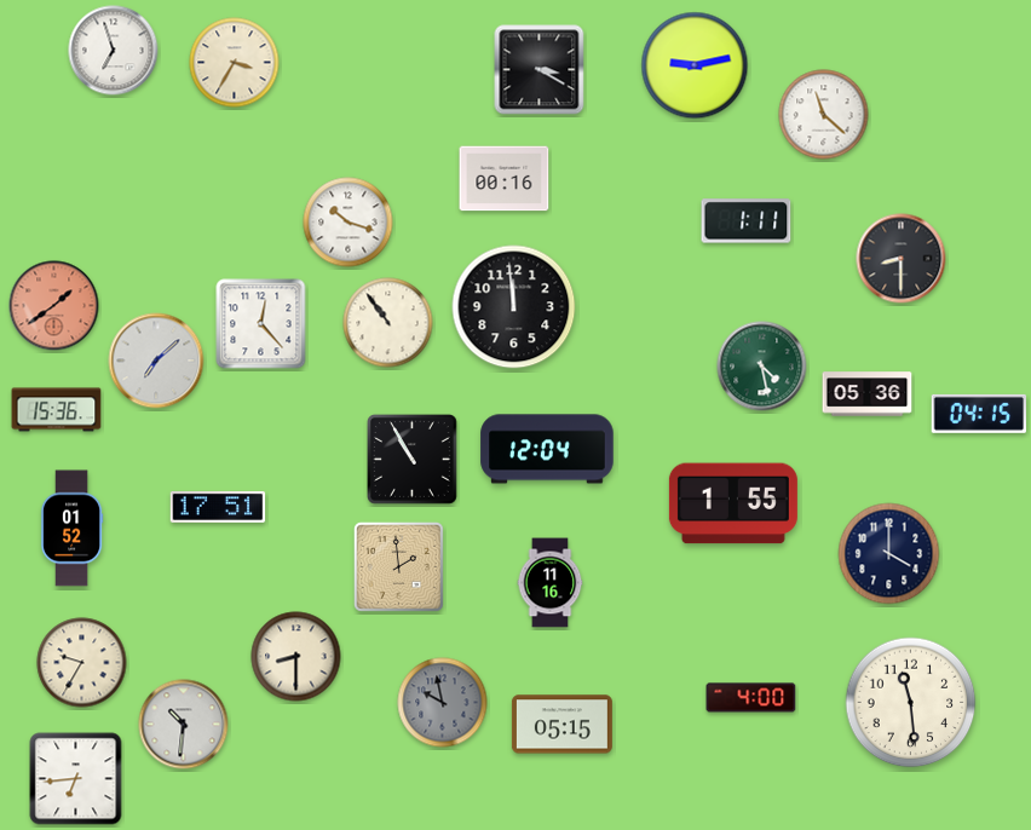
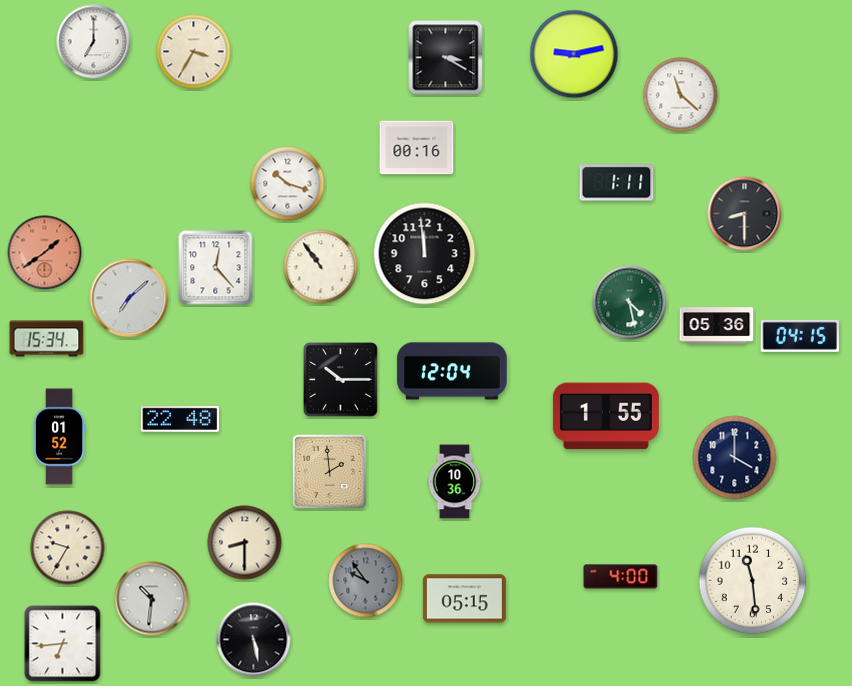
clock at (114, 51): 6:57 -> 7:00
clock at (57, 410): 15:36 -> 15:34
clock at (979, 414) position: (979, 414) -> (800, 336)
clock at (413, 460): 10:55 -> 10:15
clock at (218, 508): 17:51 -> 22:48
clock at (398, 566) position: (398, 566) -> (329, 471)
clock at (551, 583): 11:16 -> 10:36
clock at (443, 703): 9:58 -> 9:54
clock at (254, 640): none -> 5:28
